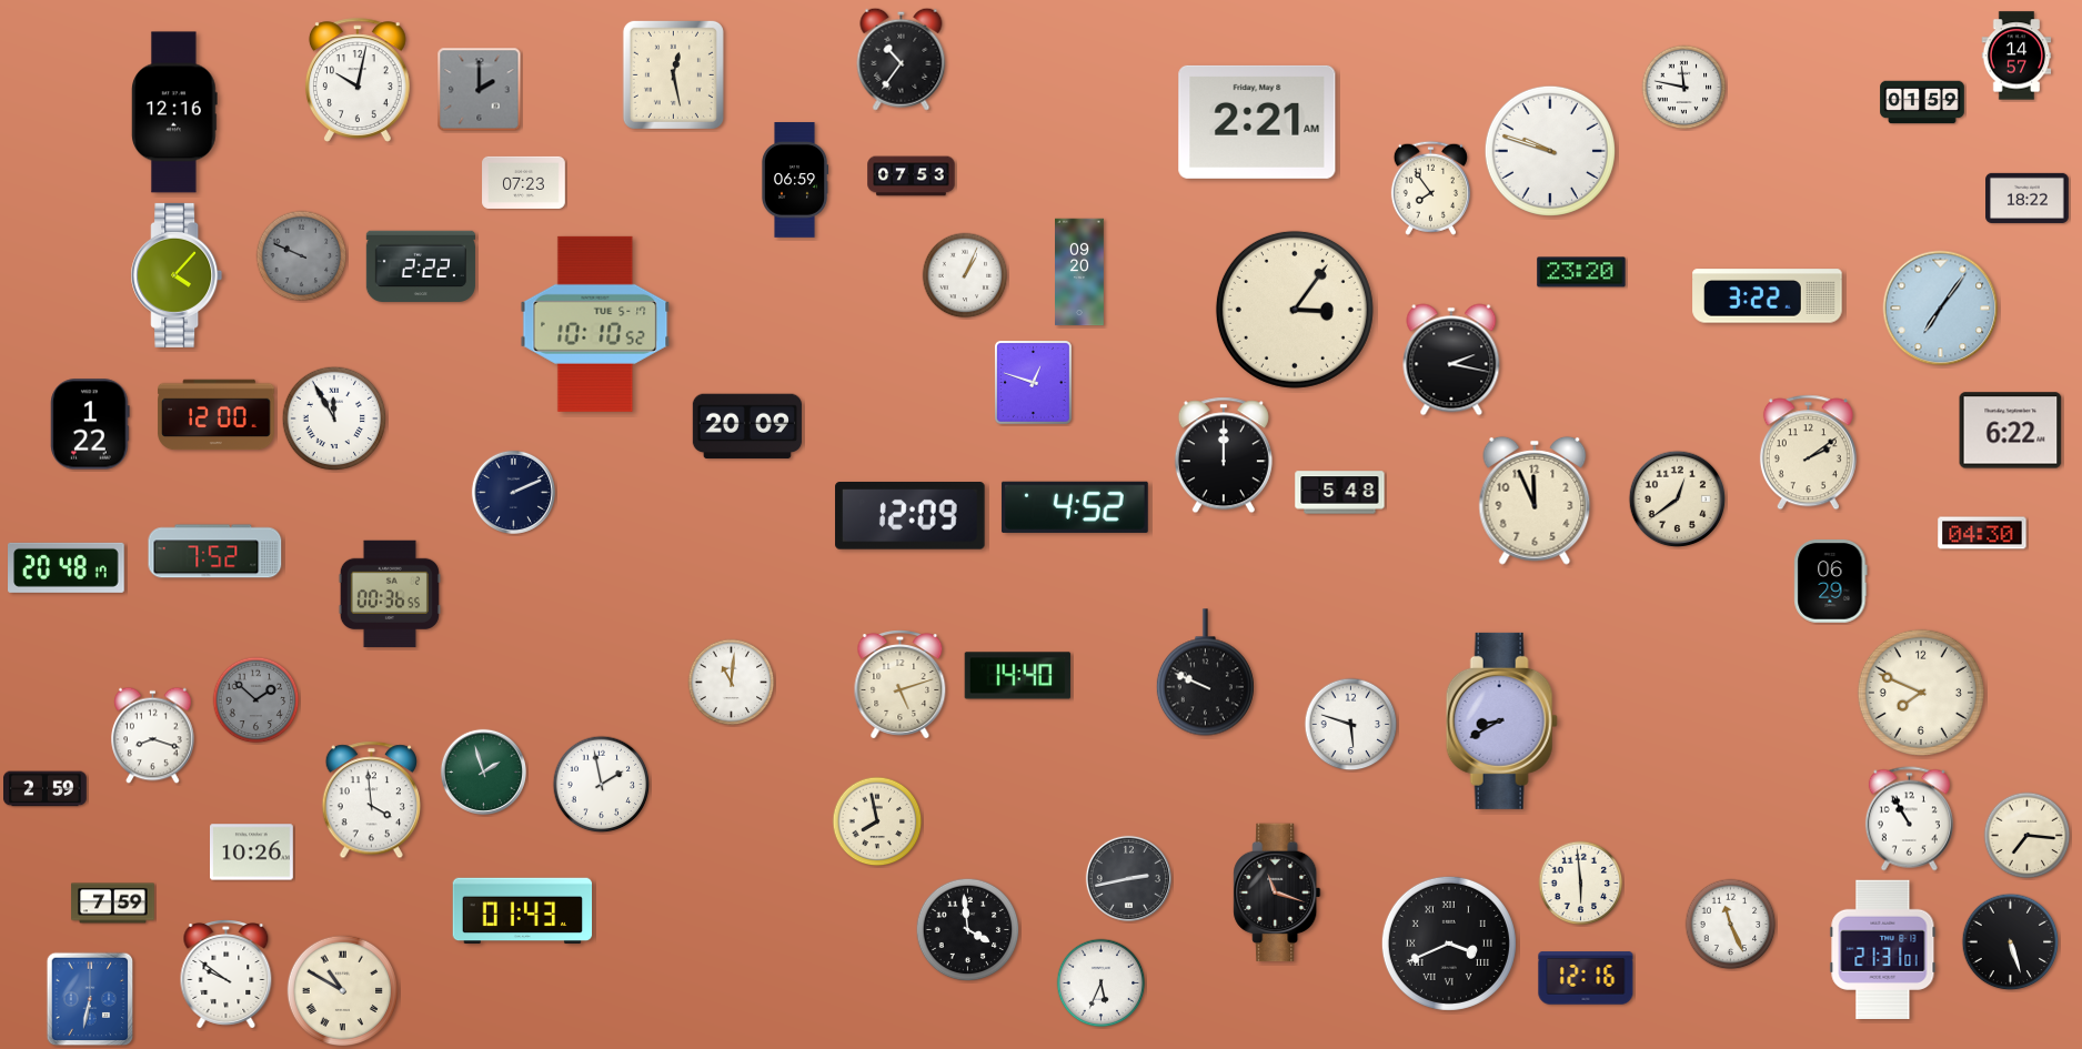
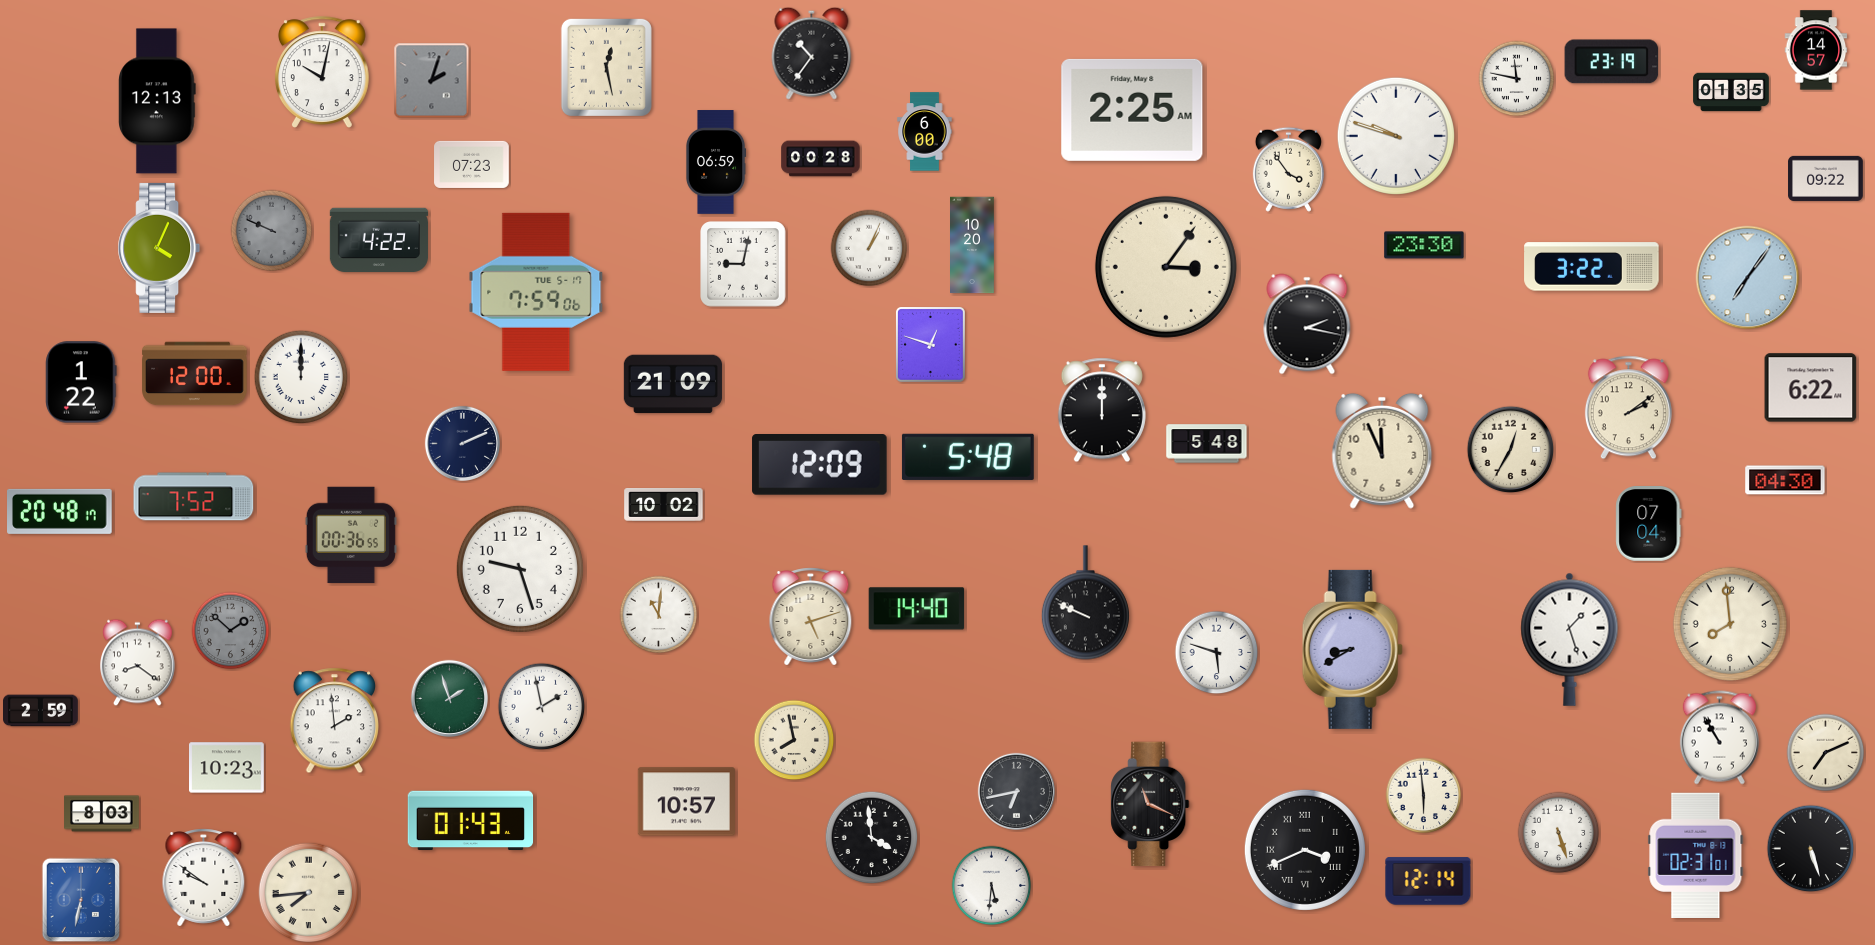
clock at (1612, 62): none -> 23:19
clock at (480, 90): 2:00 -> 2:03
clock at (1922, 102): 01:59 -> 01:35
clock at (174, 112): 12:16 -> 12:13
clock at (1257, 122): 2:21 -> 2:25
clock at (925, 132): none -> 6:00
clock at (912, 176): 07:53 -> 00:28
clock at (1430, 188): 7:54 -> 3:54
clock at (2028, 198): 18:22 -> 09:22
clock at (421, 266): 2:22 -> 4:22
clock at (1080, 272): 09:20 -> 10:20
clock at (1581, 272): 23:20 -> 23:30
clock at (177, 275): 4:07 -> 4:04
clock at (744, 265): none -> 9:02
clock at (1295, 310) position: (1295, 310) -> (1166, 267)
clock at (595, 324): 10:10 -> 7:59
clock at (334, 418): 11:55 -> 12:00
clock at (747, 426): 20:09 -> 21:09
clock at (1678, 500): 12:39 -> 12:35
clock at (1075, 507): 4:52 -> 5:48
clock at (664, 505): none -> 10:02
clock at (1831, 582): 06:29 -> 07:04
clock at (520, 569): none -> 9:27
clock at (1205, 673) position: (1205, 673) -> (1085, 603)
clock at (1921, 693): 7:49 -> 7:59
clock at (1570, 639): none -> 1:27
clock at (153, 736): 8:18 -> 8:21
clock at (483, 771) position: (483, 771) -> (449, 698)
clock at (371, 800): 3:59 -> 1:59
clock at (877, 821) position: (877, 821) -> (794, 740)
clock at (2028, 836): 7:16 -> 7:11
clock at (252, 853): 10:26 -> 10:23
clock at (1128, 878): 2:43 -> 6:43
clock at (686, 802): none -> 10:57
clock at (1277, 892): 11:18 -> 11:19
clock at (113, 904): 7:59 -> 8:03
clock at (1731, 925): 11:26 -> 5:27
clock at (1883, 949): 21:31 -> 02:31
clock at (1586, 978): 12:16 -> 12:14
clock at (1102, 984): 5:34 -> 5:31
clock at (343, 991): 10:50 -> 7:44
